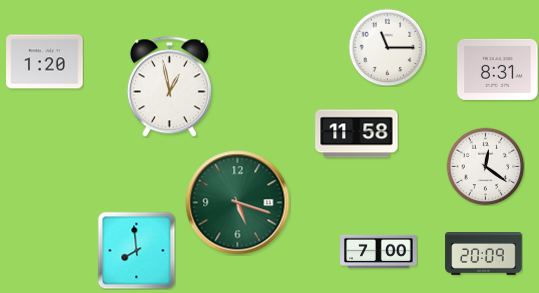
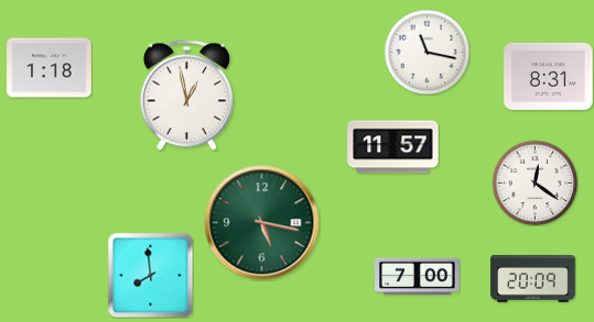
clock at (387, 47): 11:15 -> 11:17
clock at (45, 62): 1:20 -> 1:18
clock at (357, 134): 11:58 -> 11:57
clock at (238, 203): 5:18 -> 5:17
